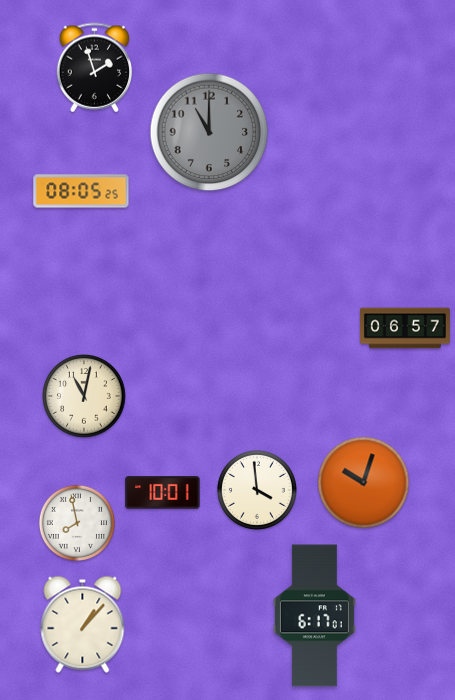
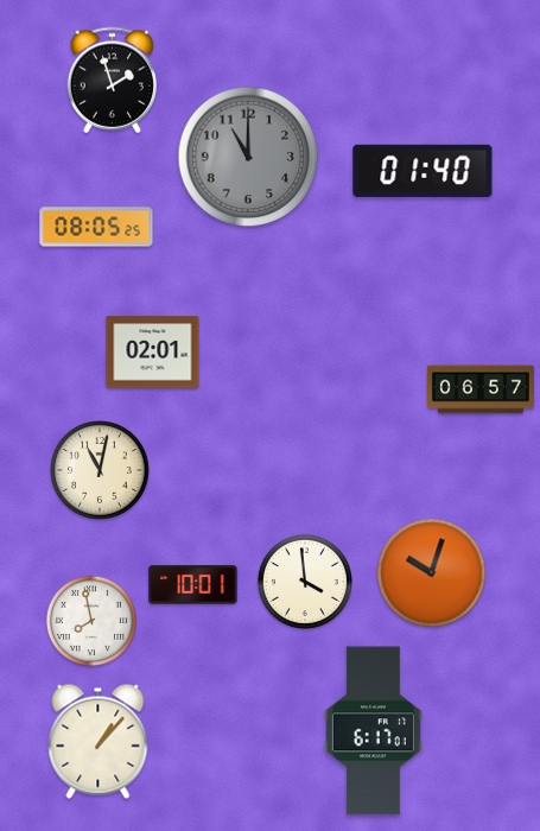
clock at (423, 171): none -> 01:40
clock at (153, 353): none -> 02:01
